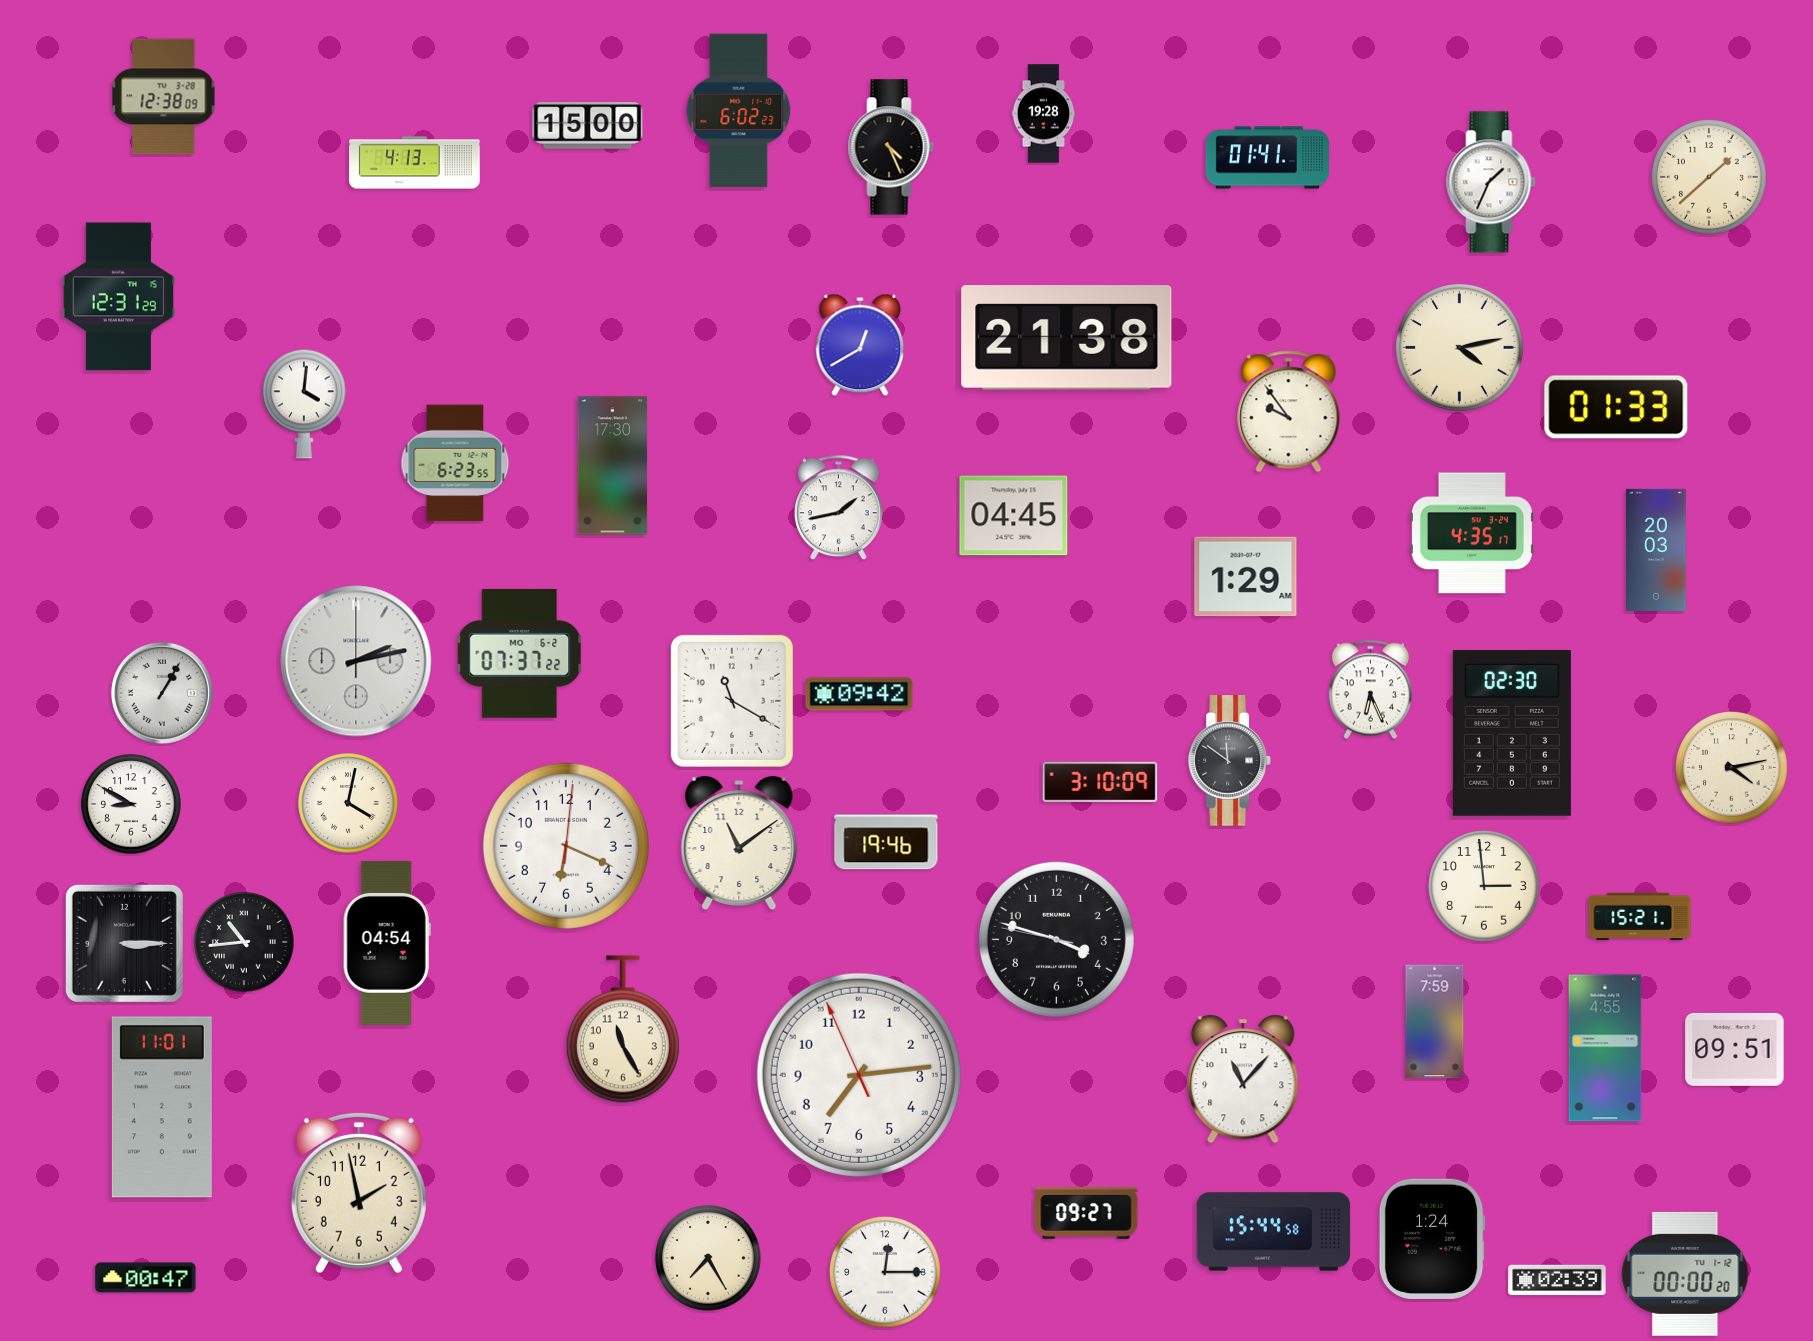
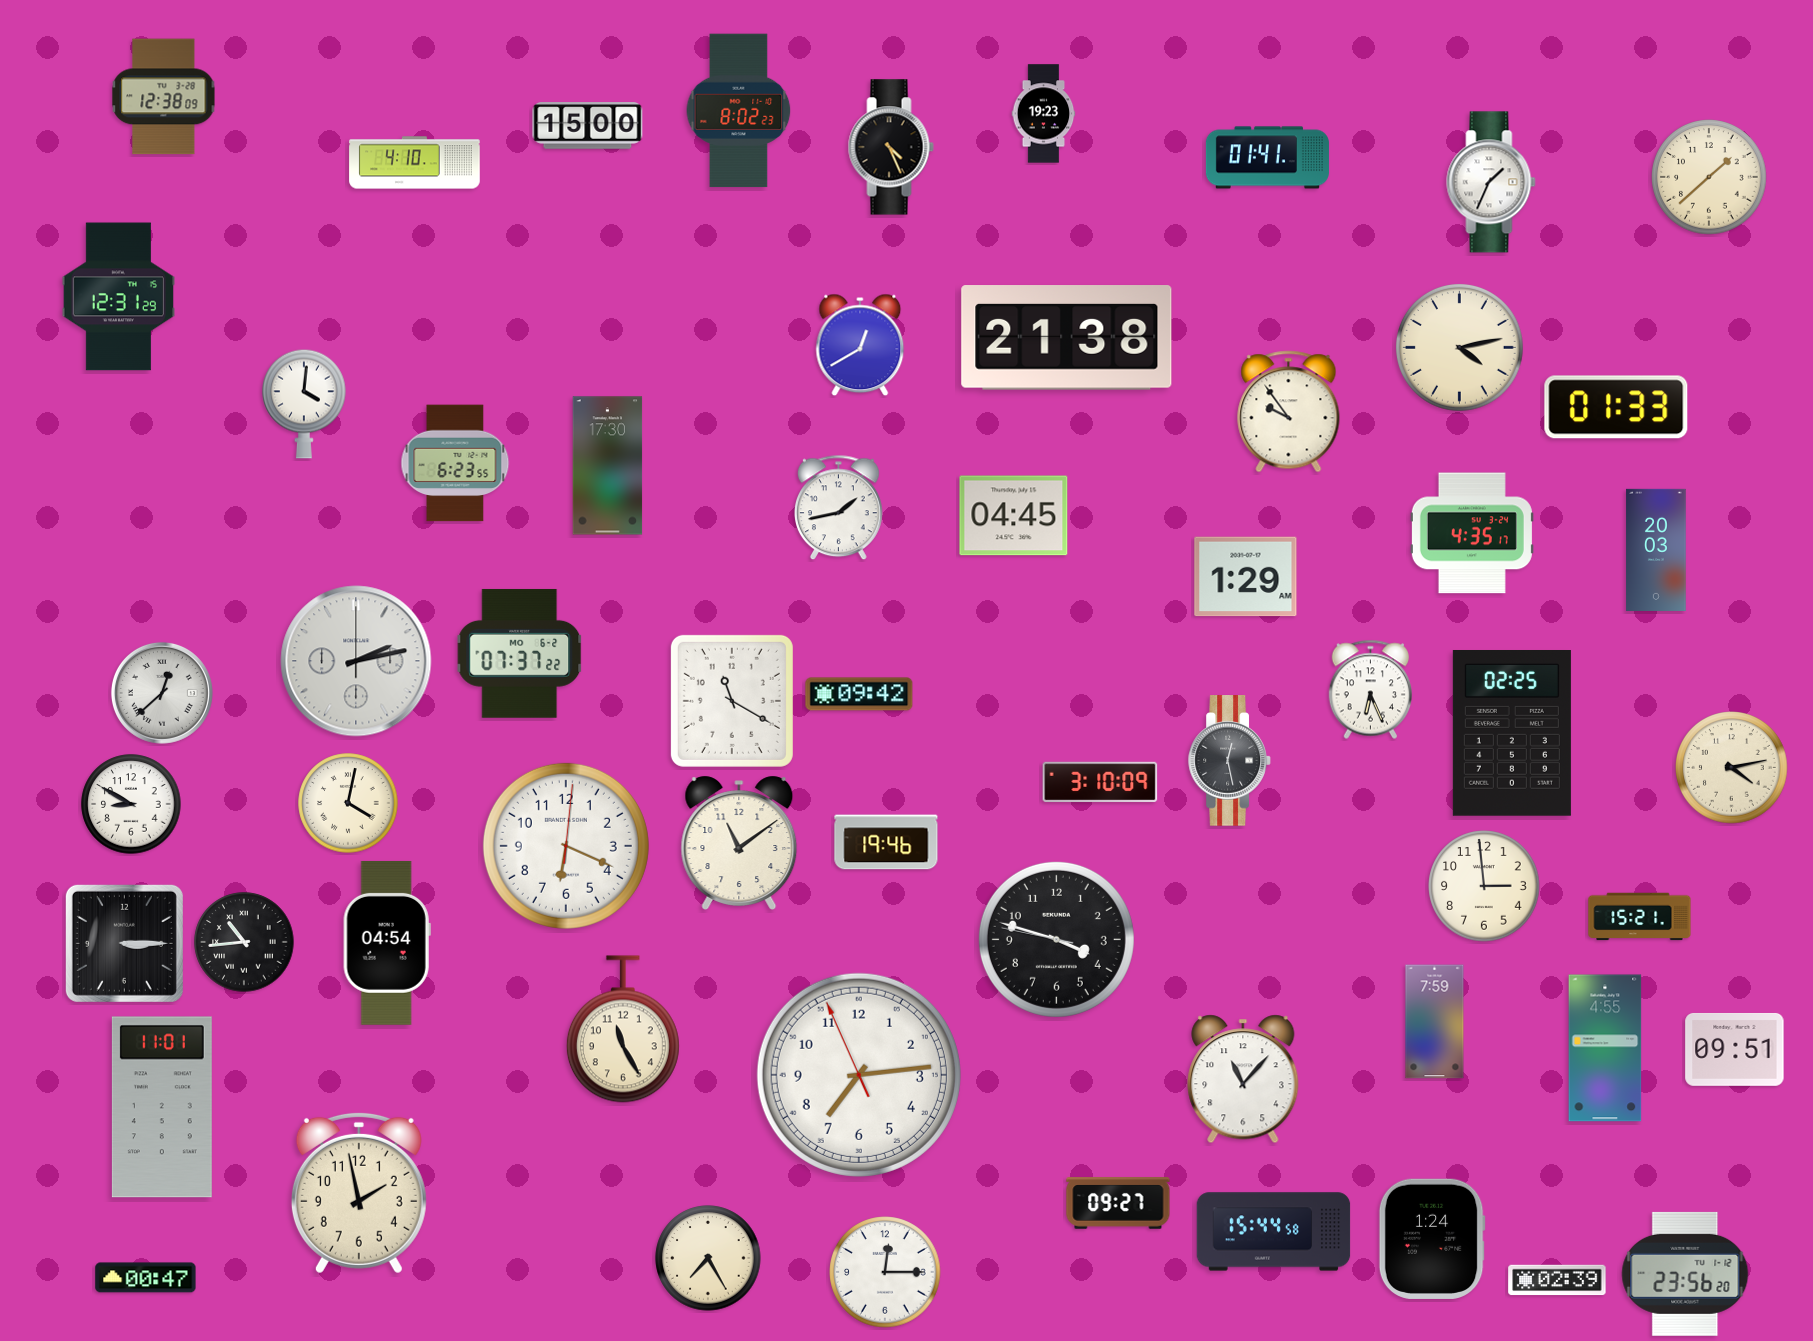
clock at (739, 111): 6:02 -> 8:02
clock at (1044, 114): 19:28 -> 19:23
clock at (415, 163): 4:13 -> 4:10
clock at (613, 466) position: (613, 466) -> (608, 466)
clock at (162, 693): 1:05 -> 12:38
clock at (1512, 734): 02:30 -> 02:25
clock at (1230, 761): 11:51 -> 12:28
clock at (1086, 1213) position: (1086, 1213) -> (1118, 1203)
clock at (1685, 1274): 00:00 -> 23:56
